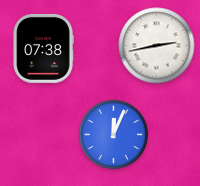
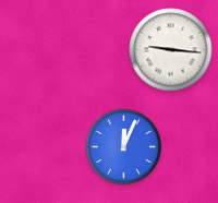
clock at (157, 46): 2:43 -> 9:16
clock at (43, 48): 07:38 -> none
